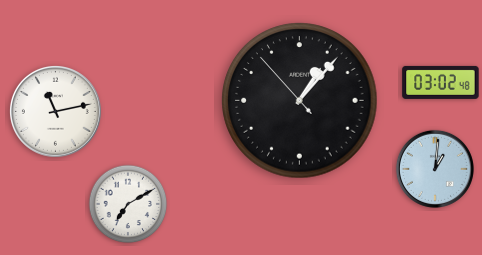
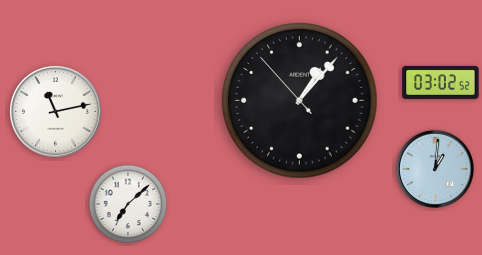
clock at (441, 82): 03:02:48 -> 03:02:52
clock at (128, 204): 7:10 -> 7:08
